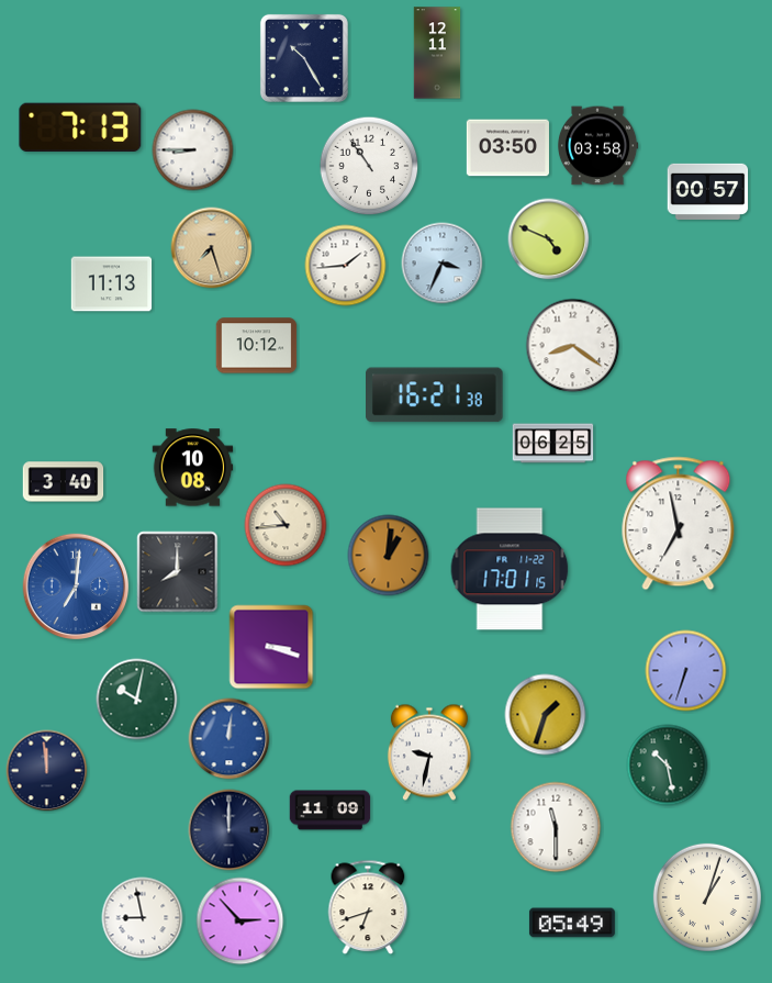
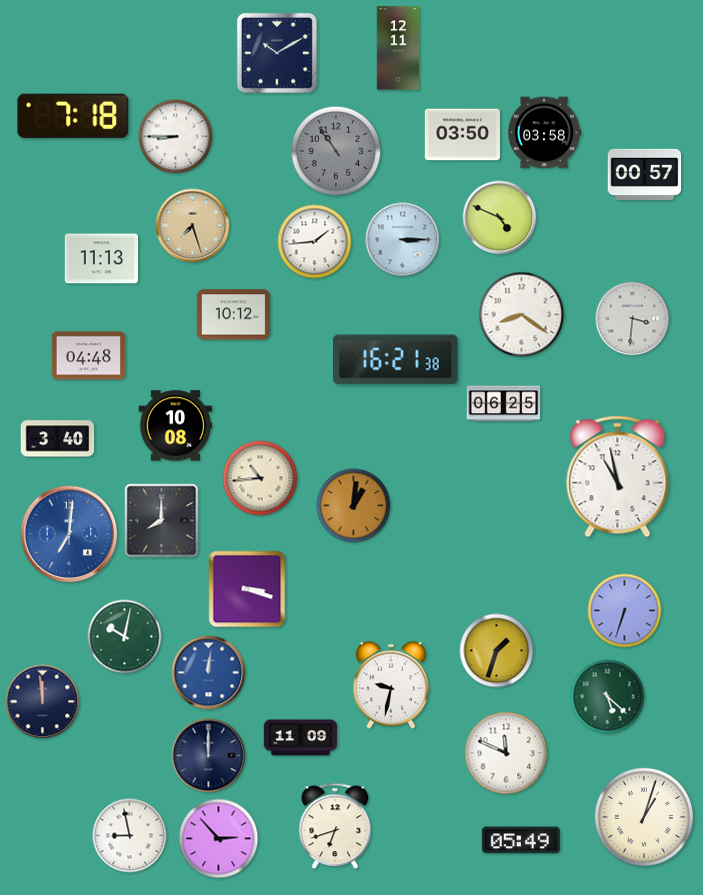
clock at (304, 58): 10:25 -> 10:10
clock at (80, 127): 7:13 -> 7:18
clock at (369, 166) dial: white -> grey
clock at (443, 264): 3:34 -> 3:15
clock at (633, 319): none -> 3:31
clock at (89, 356): none -> 04:48
clock at (679, 524): 6:58 -> 10:58
clock at (510, 569): 17:01 -> none
clock at (668, 766): 10:28 -> 5:22
clock at (556, 827): 11:30 -> 11:49
